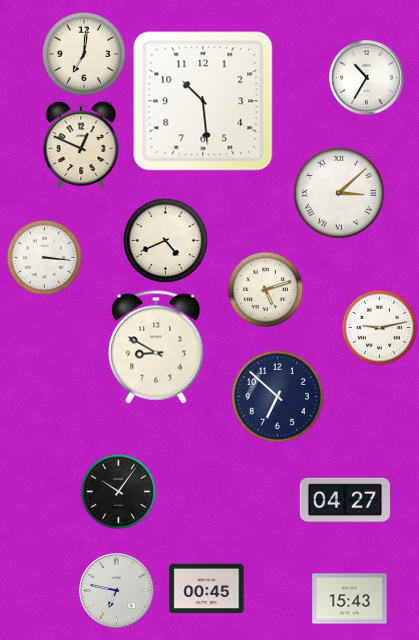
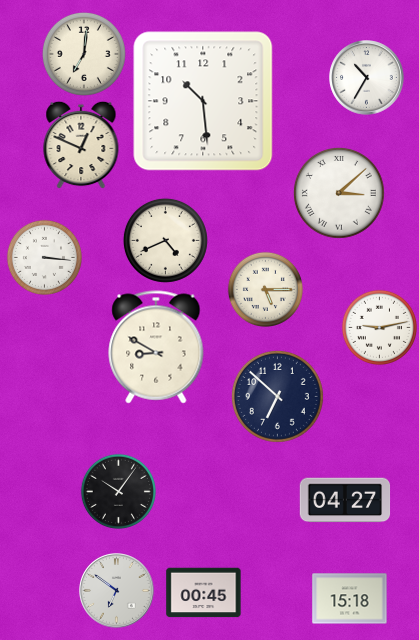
clock at (265, 289): 5:12 -> 5:15
clock at (207, 589) position: (207, 589) -> (204, 593)
clock at (117, 591): 6:47 -> 6:51
clock at (350, 599): 15:43 -> 15:18
